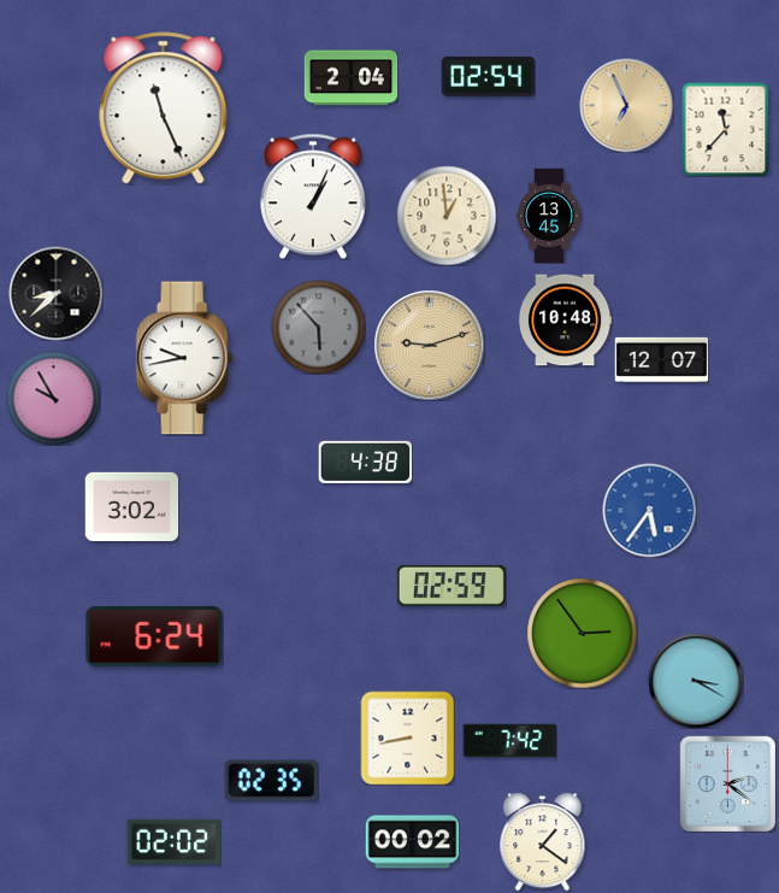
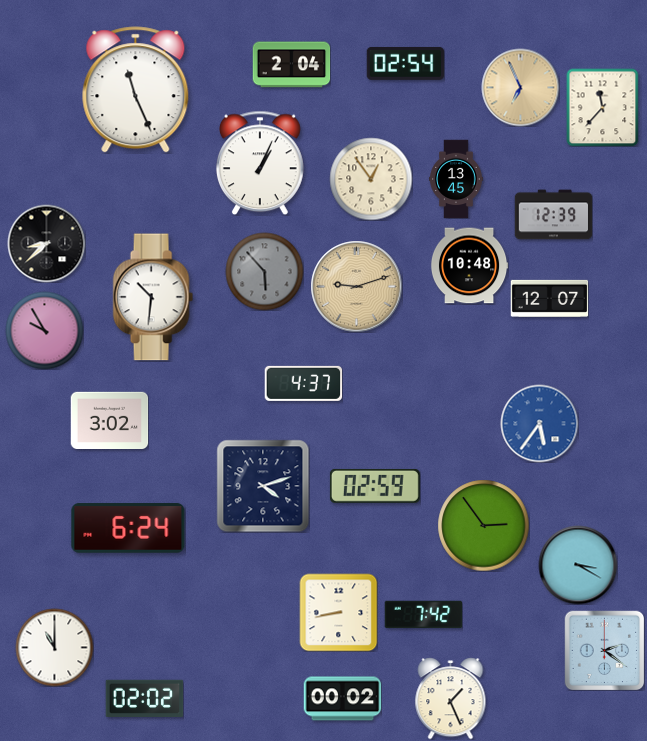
clock at (447, 216): 12:59 -> 12:54
clock at (553, 215): none -> 12:39
clock at (184, 358): 9:43 -> 10:31
clock at (365, 462): 4:38 -> 4:37
clock at (263, 486): none -> 4:12
clock at (54, 647): none -> 11:00
clock at (271, 781): 02:35 -> none
clock at (543, 841): 1:21 -> 1:26
